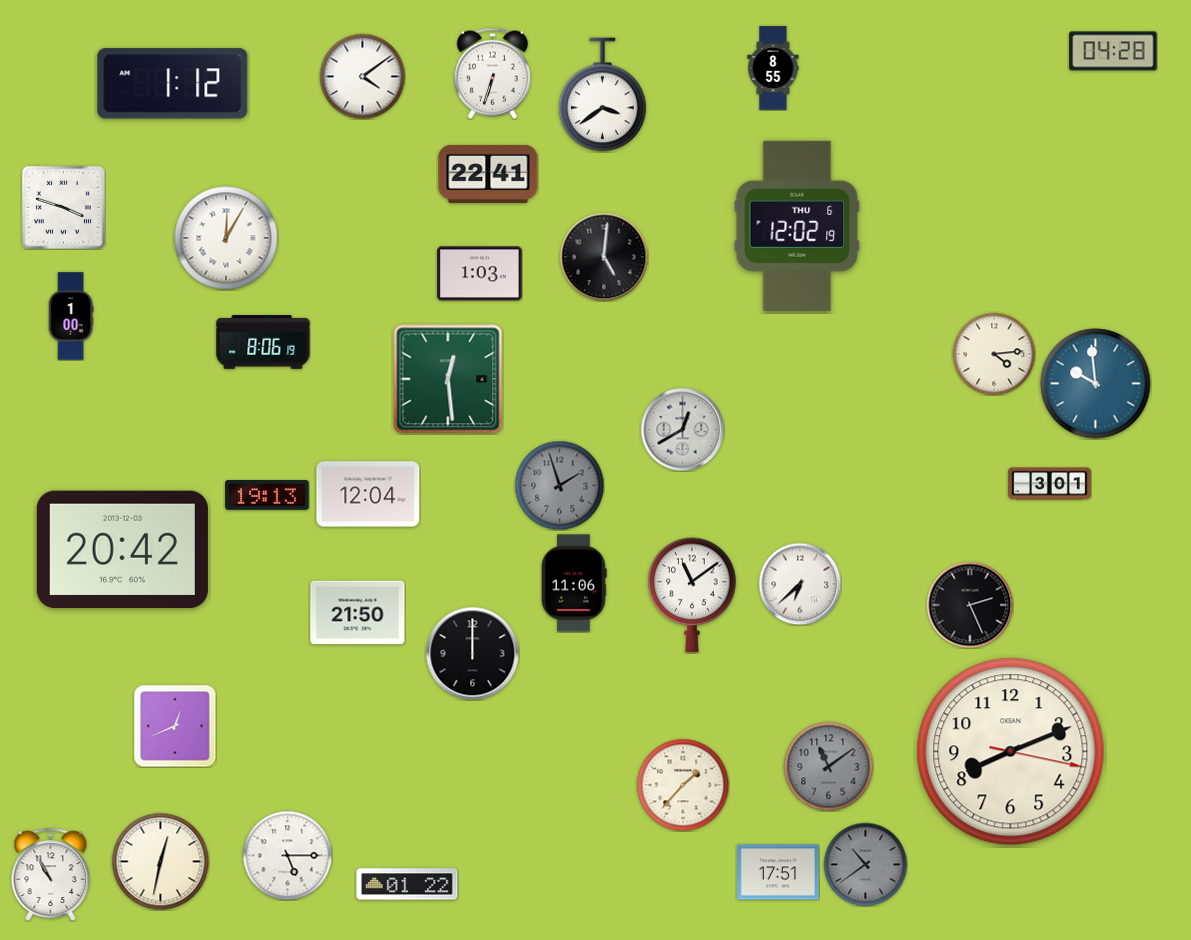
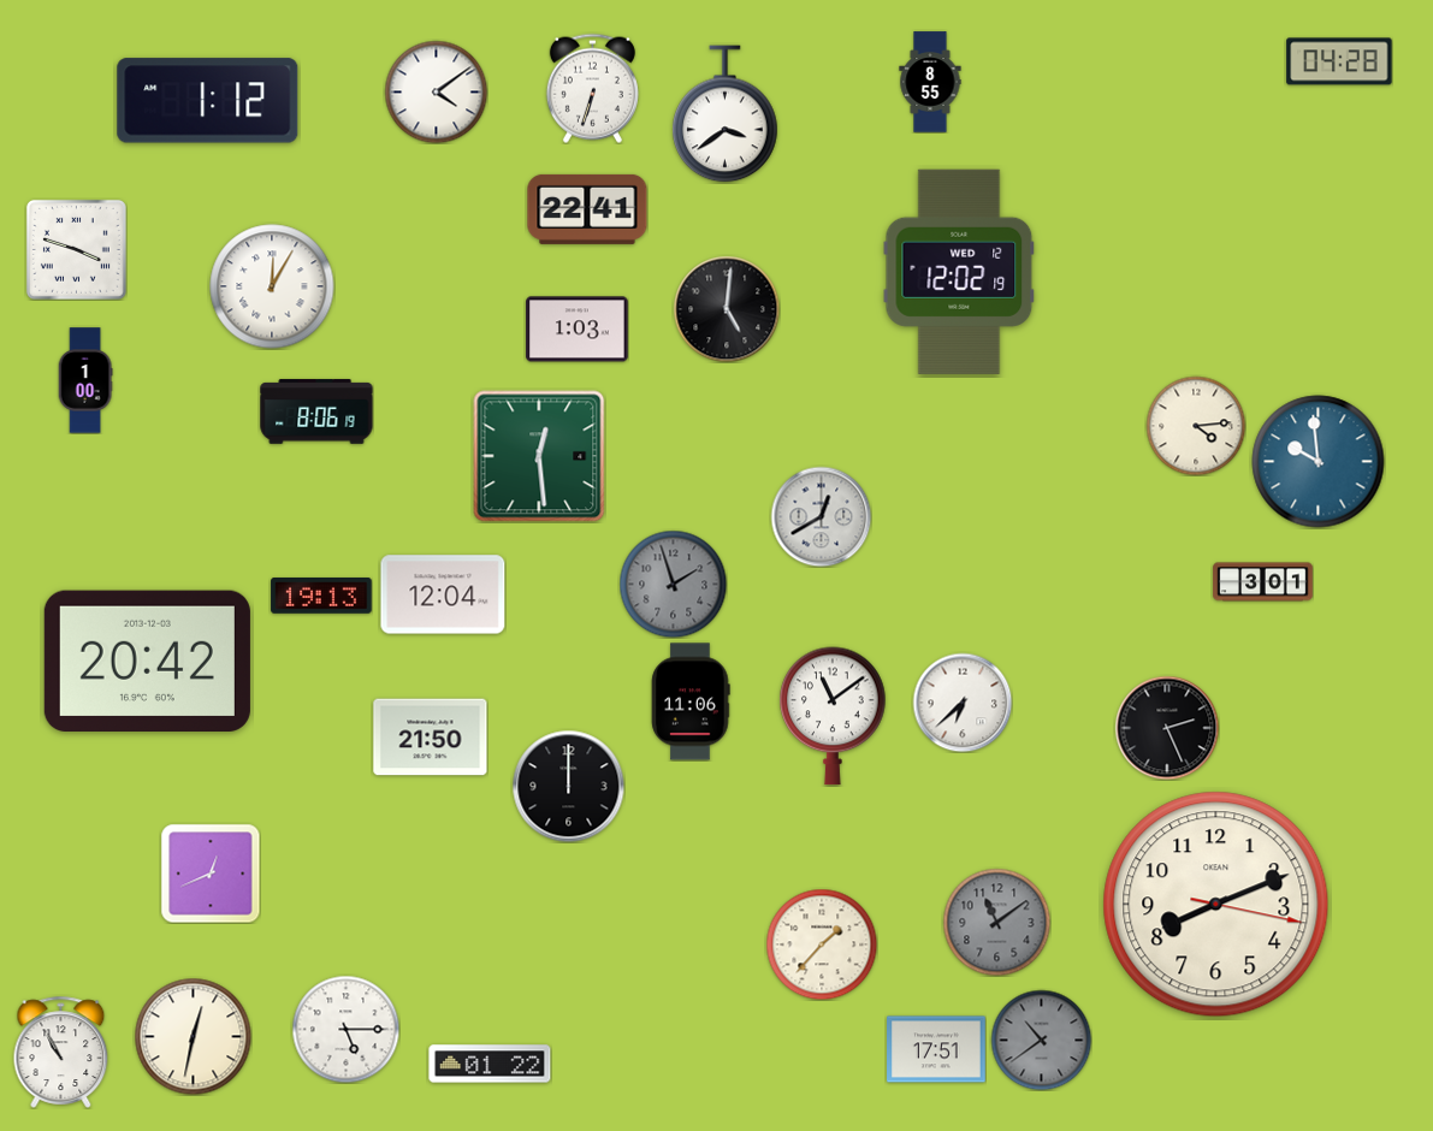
clock at (797, 226) date: THU 6 -> WED 12
